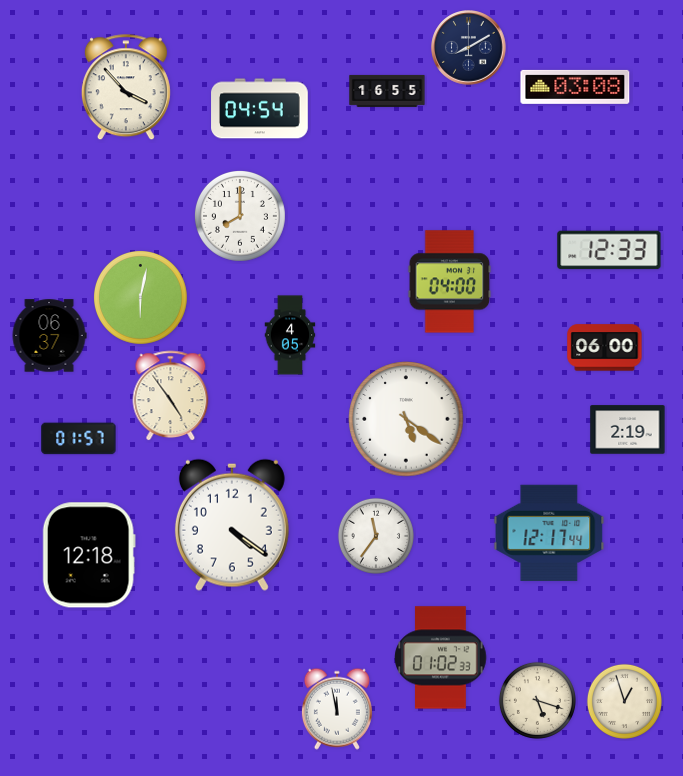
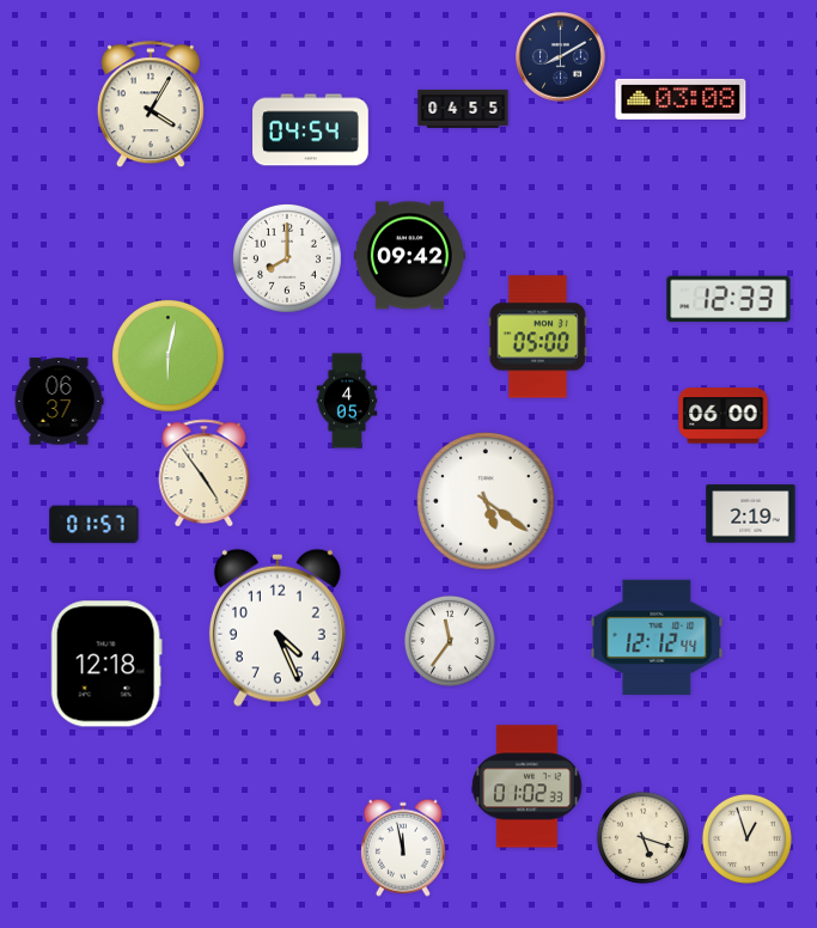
clock at (575, 87) position: (575, 87) -> (681, 99)
clock at (126, 88): 3:53 -> 4:05
clock at (387, 91): 16:55 -> 04:55
clock at (409, 256): none -> 09:42
clock at (450, 282): 04:00 -> 05:00
clock at (232, 525): 4:21 -> 4:26
clock at (549, 533): 12:17 -> 12:12
